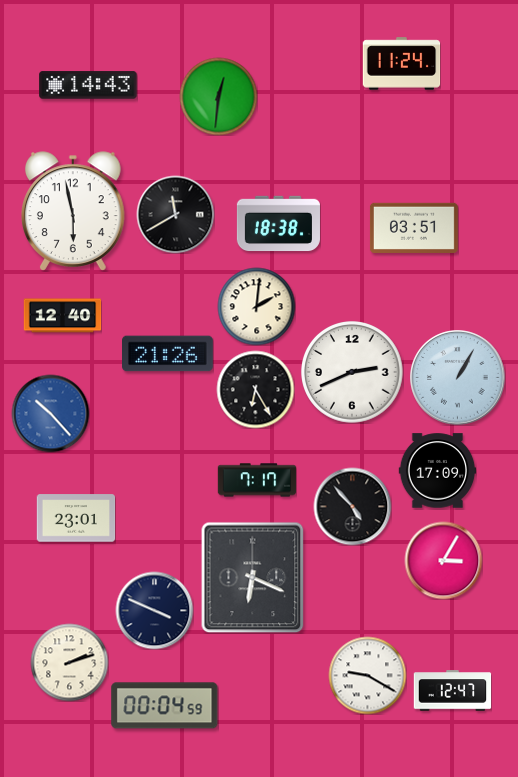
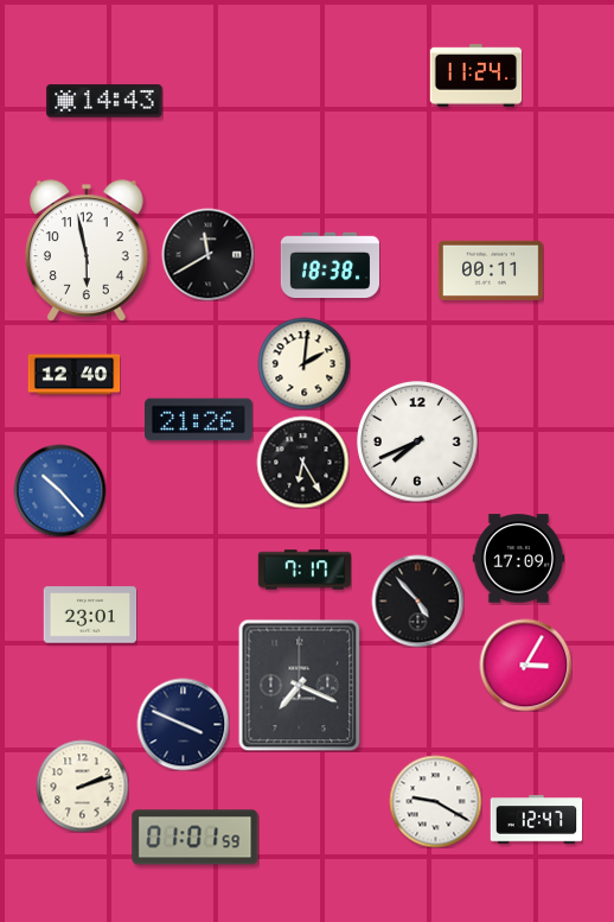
clock at (218, 96): 12:31 -> none
clock at (414, 228): 03:51 -> 00:11
clock at (352, 372): 2:41 -> 7:41
clock at (458, 378): 1:05 -> none
clock at (253, 577): 6:19 -> 7:19
clock at (165, 706): 00:04 -> 01:01
